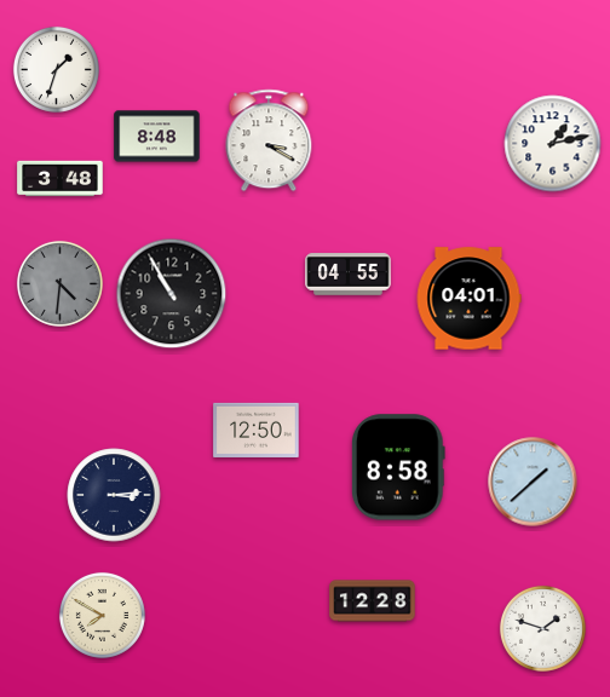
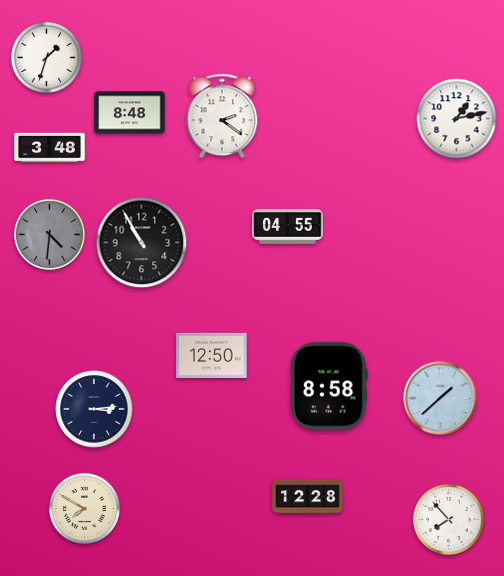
clock at (269, 140): 3:20 -> 2:21
clock at (468, 299): 04:01 -> none
clock at (542, 628): 1:48 -> 7:53
